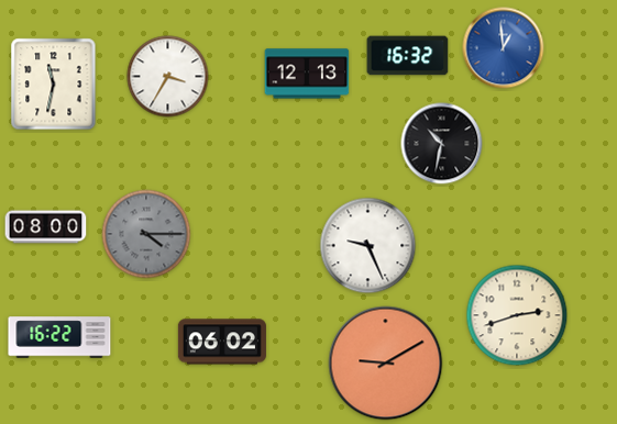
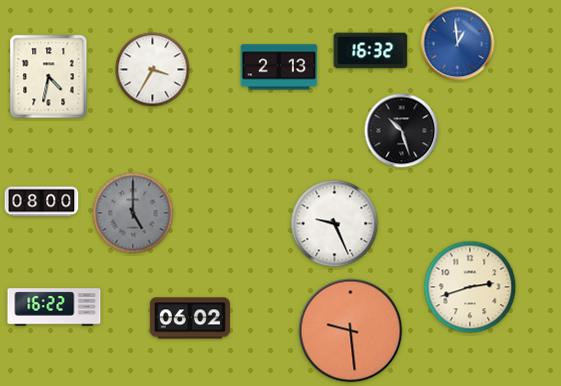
clock at (307, 74): 12:13 -> 2:13
clock at (54, 85): 11:32 -> 4:32
clock at (442, 144): 10:32 -> 10:27
clock at (46, 227) position: (46, 227) -> (42, 202)
clock at (146, 234): 4:15 -> 5:00
clock at (222, 342) position: (222, 342) -> (190, 318)
clock at (386, 364): 9:10 -> 9:29
